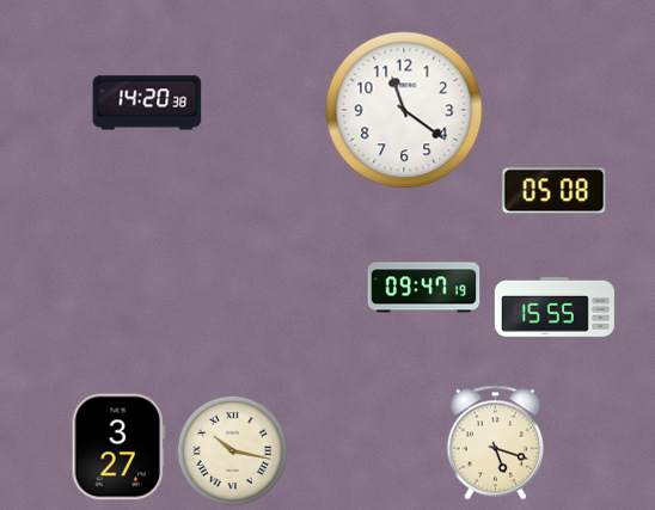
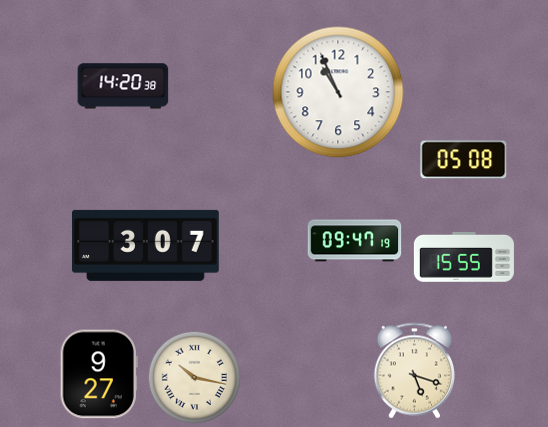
clock at (404, 110): 11:21 -> 10:56
clock at (146, 245): none -> 3:07
clock at (118, 447): 3:27 -> 9:27
